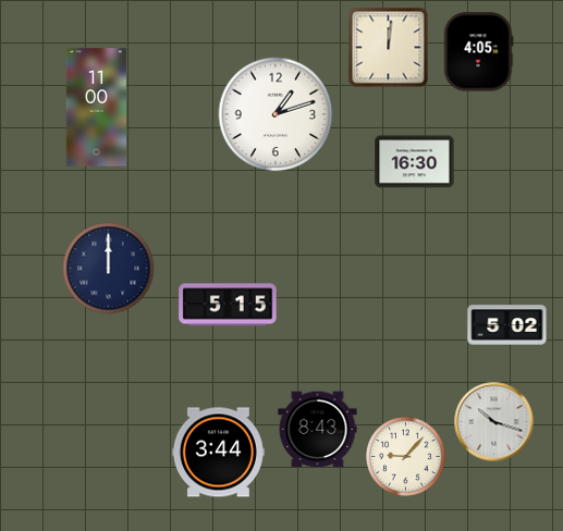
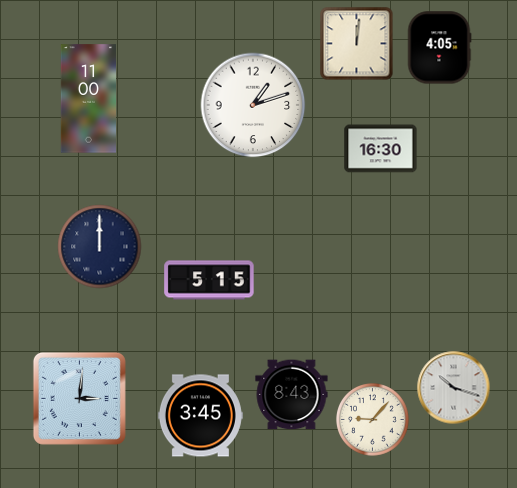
clock at (507, 325): 5:02 -> none
clock at (79, 398): none -> 3:01
clock at (218, 453): 3:44 -> 3:45
